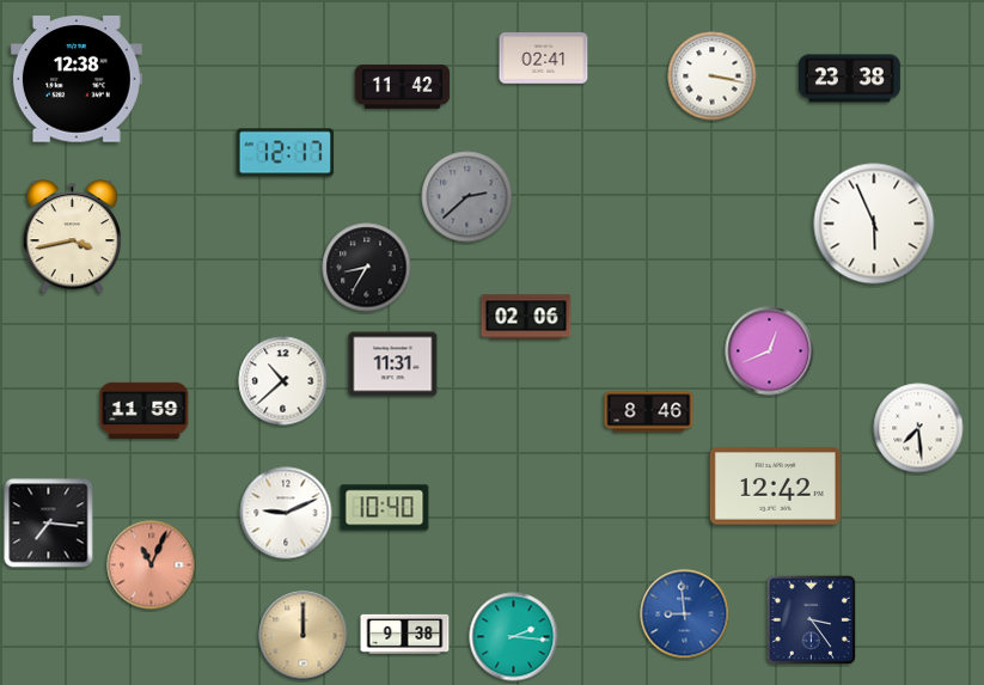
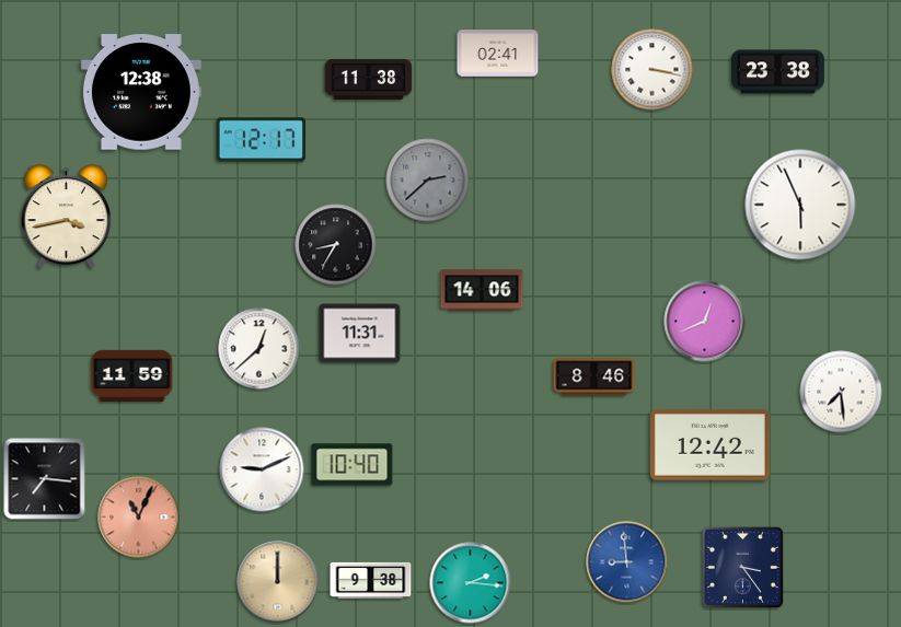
clock at (77, 79) position: (77, 79) -> (141, 92)
clock at (403, 87): 11:42 -> 11:38
clock at (526, 317): 02:06 -> 14:06
clock at (283, 381): 10:38 -> 12:38
